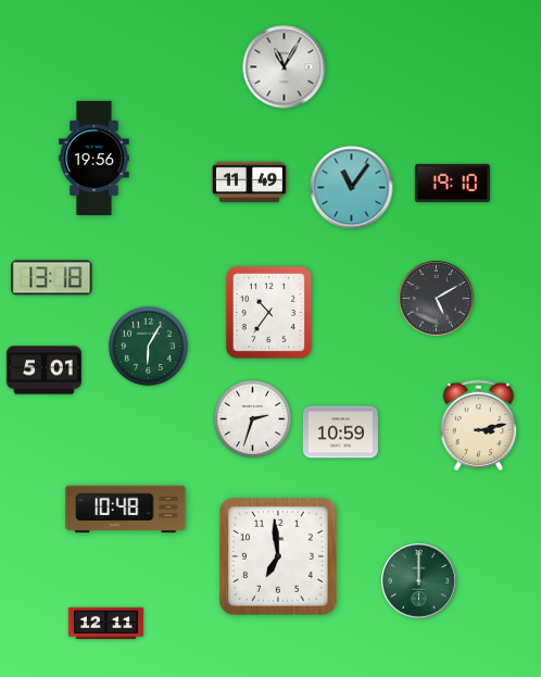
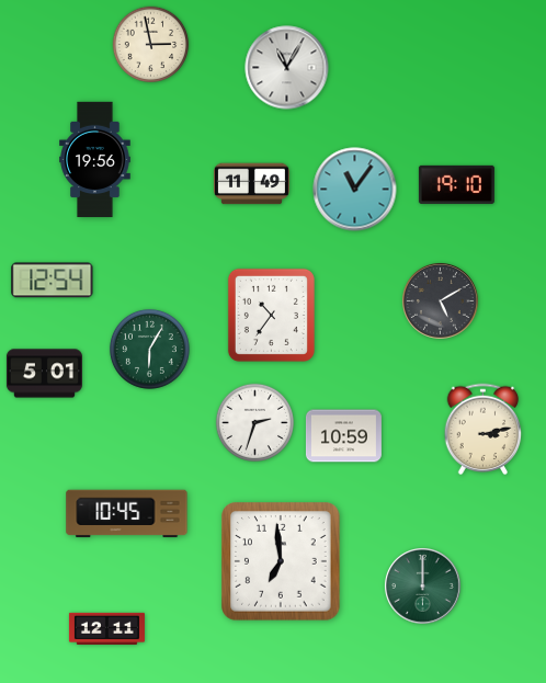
clock at (151, 45): none -> 2:58
clock at (52, 278): 13:18 -> 12:54
clock at (126, 510): 10:48 -> 10:45
